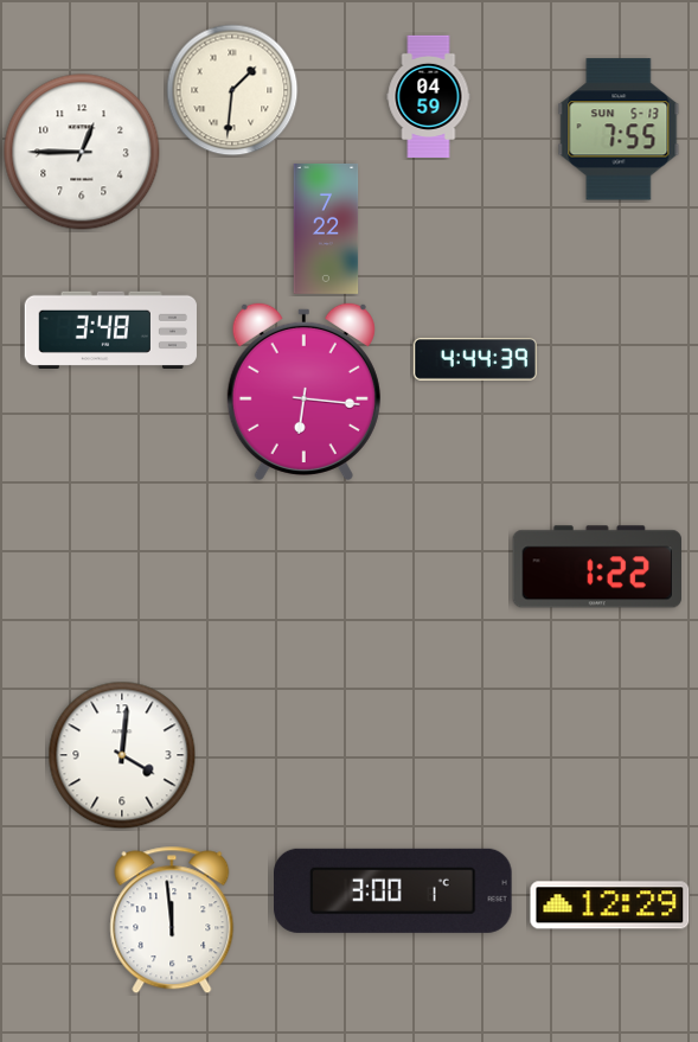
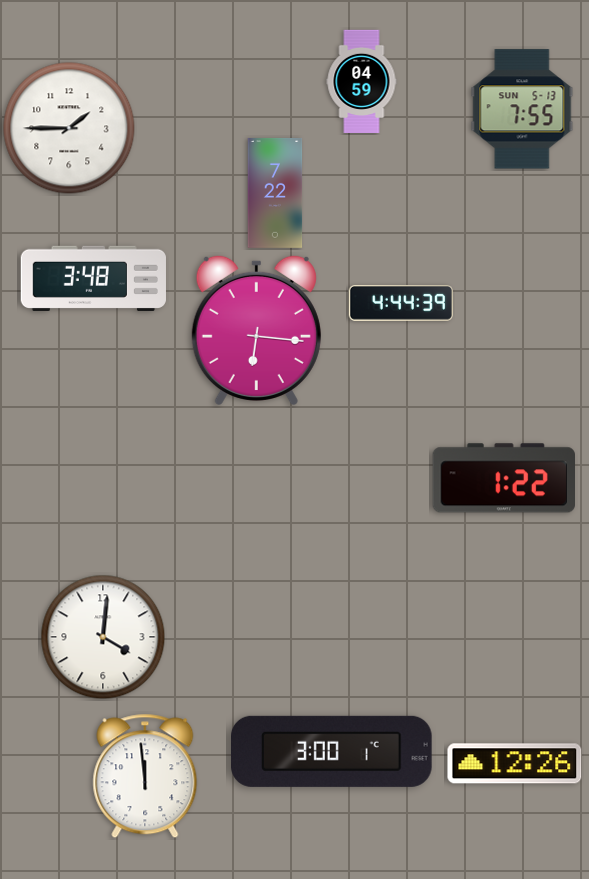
clock at (232, 90): 1:31 -> none
clock at (82, 152): 12:45 -> 1:45
clock at (610, 906): 12:29 -> 12:26
